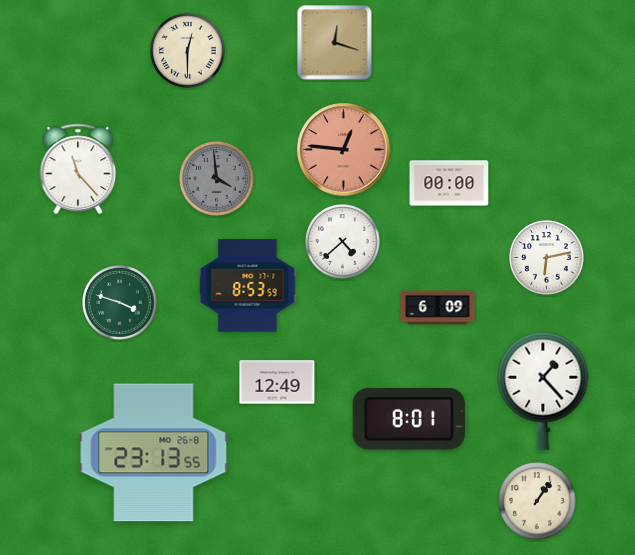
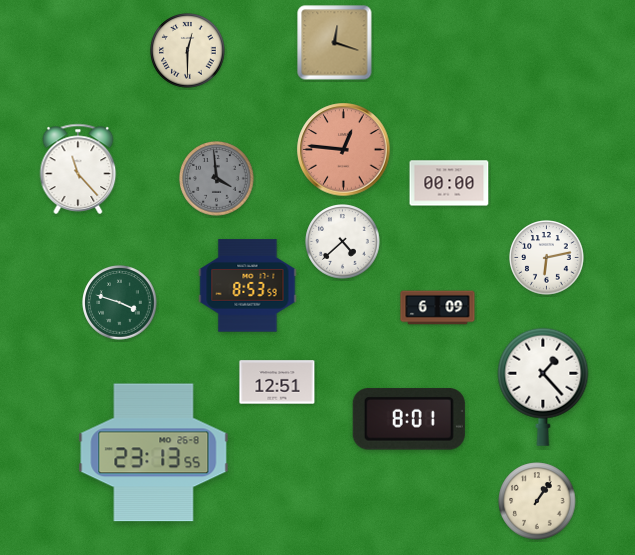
clock at (277, 382): 12:49 -> 12:51
clock at (543, 391) position: (543, 391) -> (543, 387)
